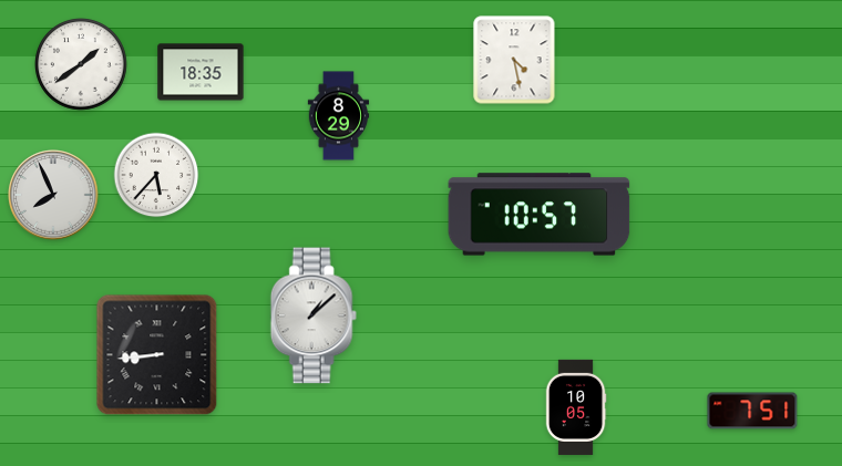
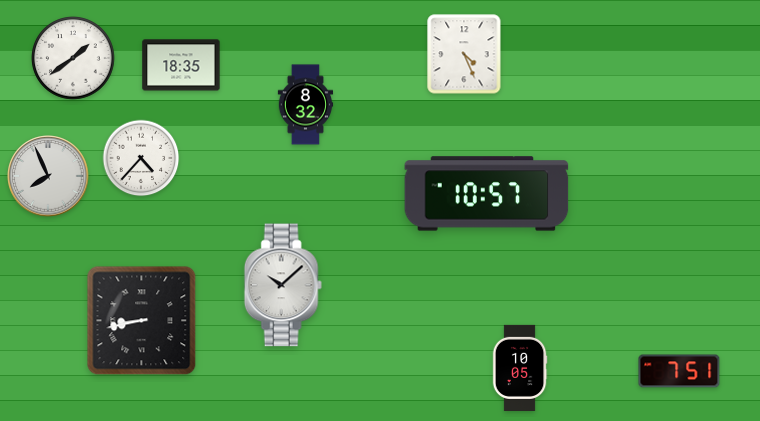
clock at (514, 60): 4:28 -> 4:26
clock at (339, 116): 8:29 -> 8:32
clock at (156, 175): 5:37 -> 4:37
clock at (314, 315): 1:08 -> 10:08
clock at (157, 355): 8:44 -> 8:43
